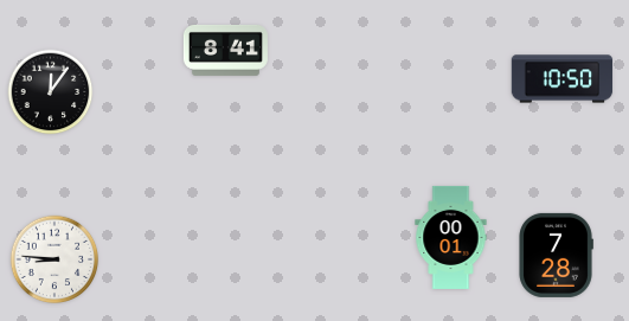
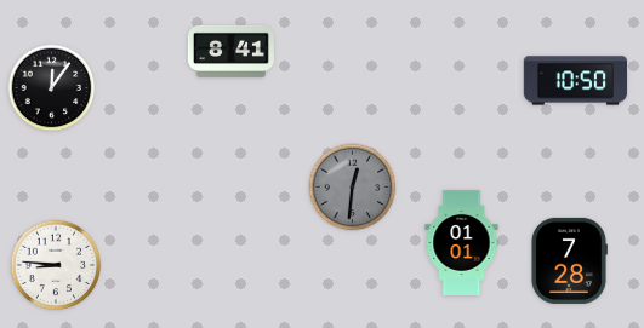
clock at (51, 92) position: (51, 92) -> (52, 88)
clock at (353, 188): none -> 12:31
clock at (451, 237): 00:01 -> 01:01
